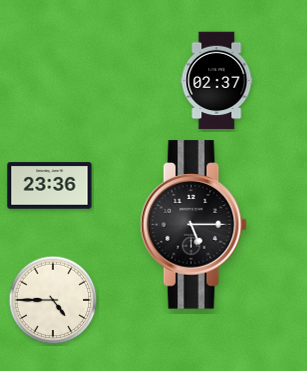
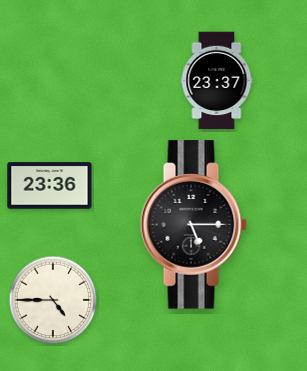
clock at (217, 81): 02:37 -> 23:37
